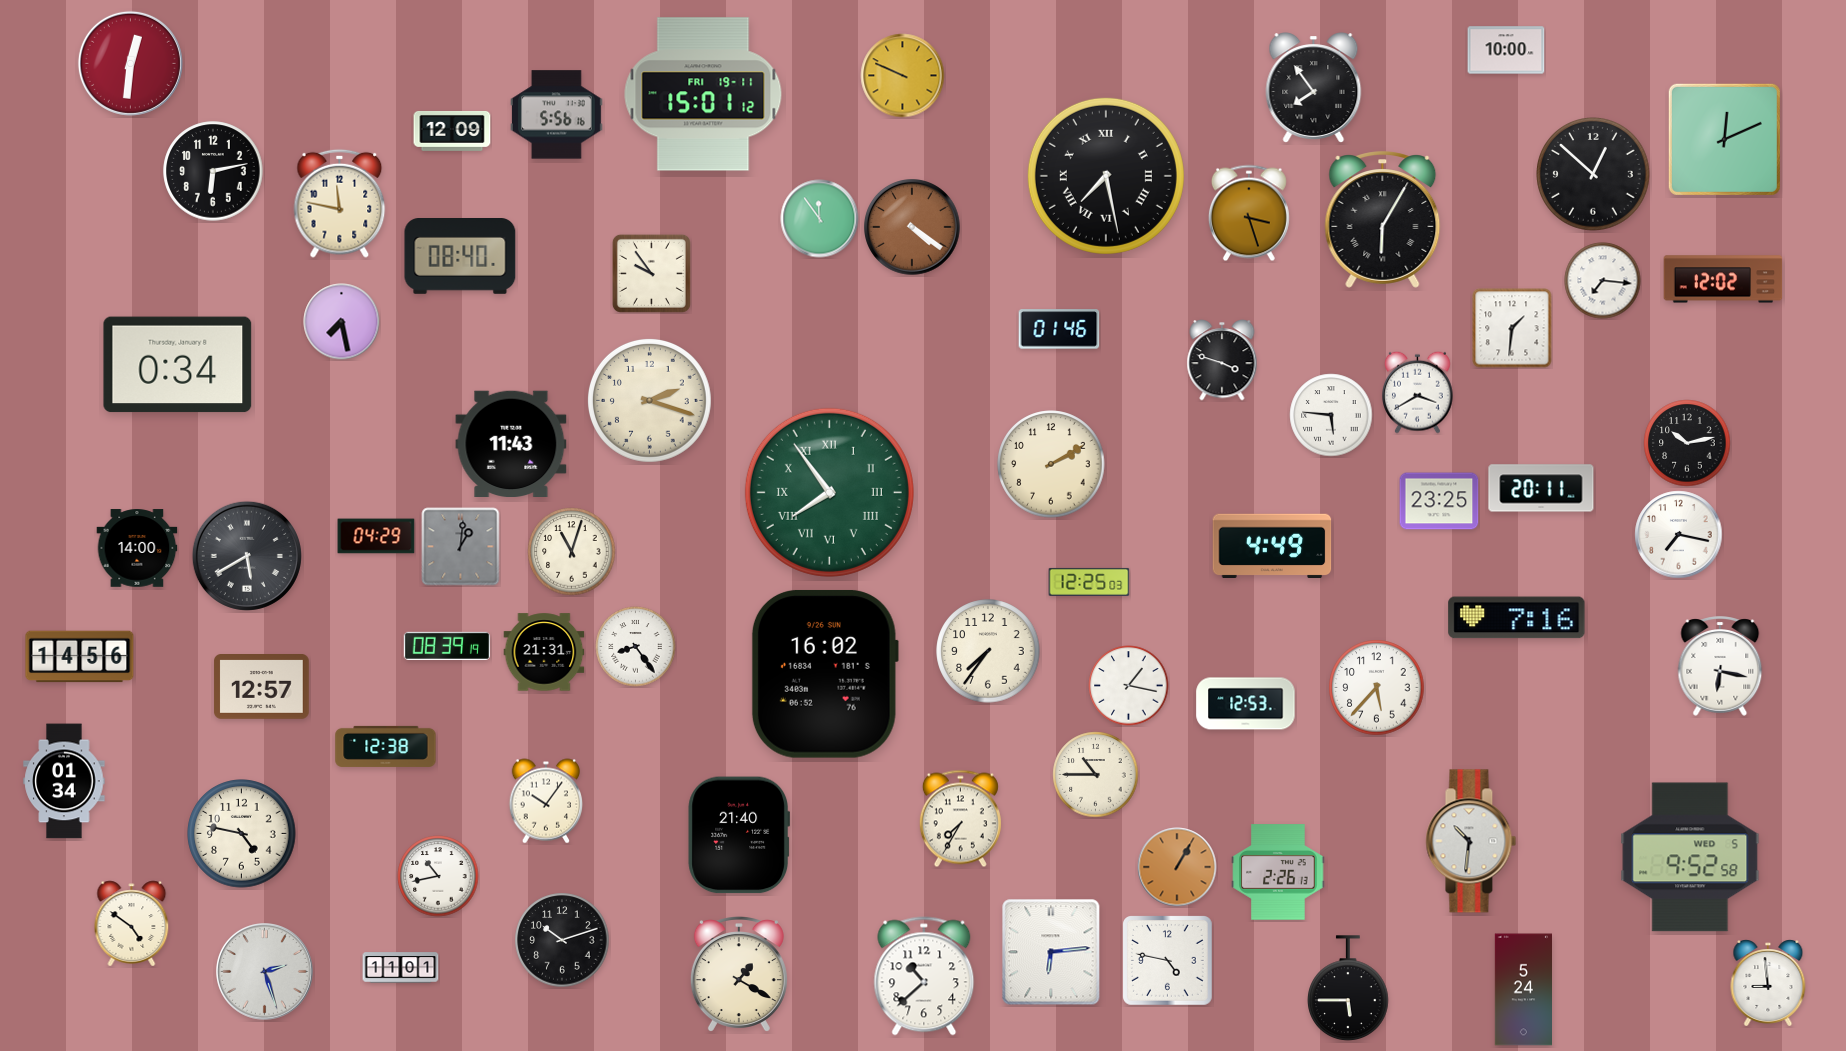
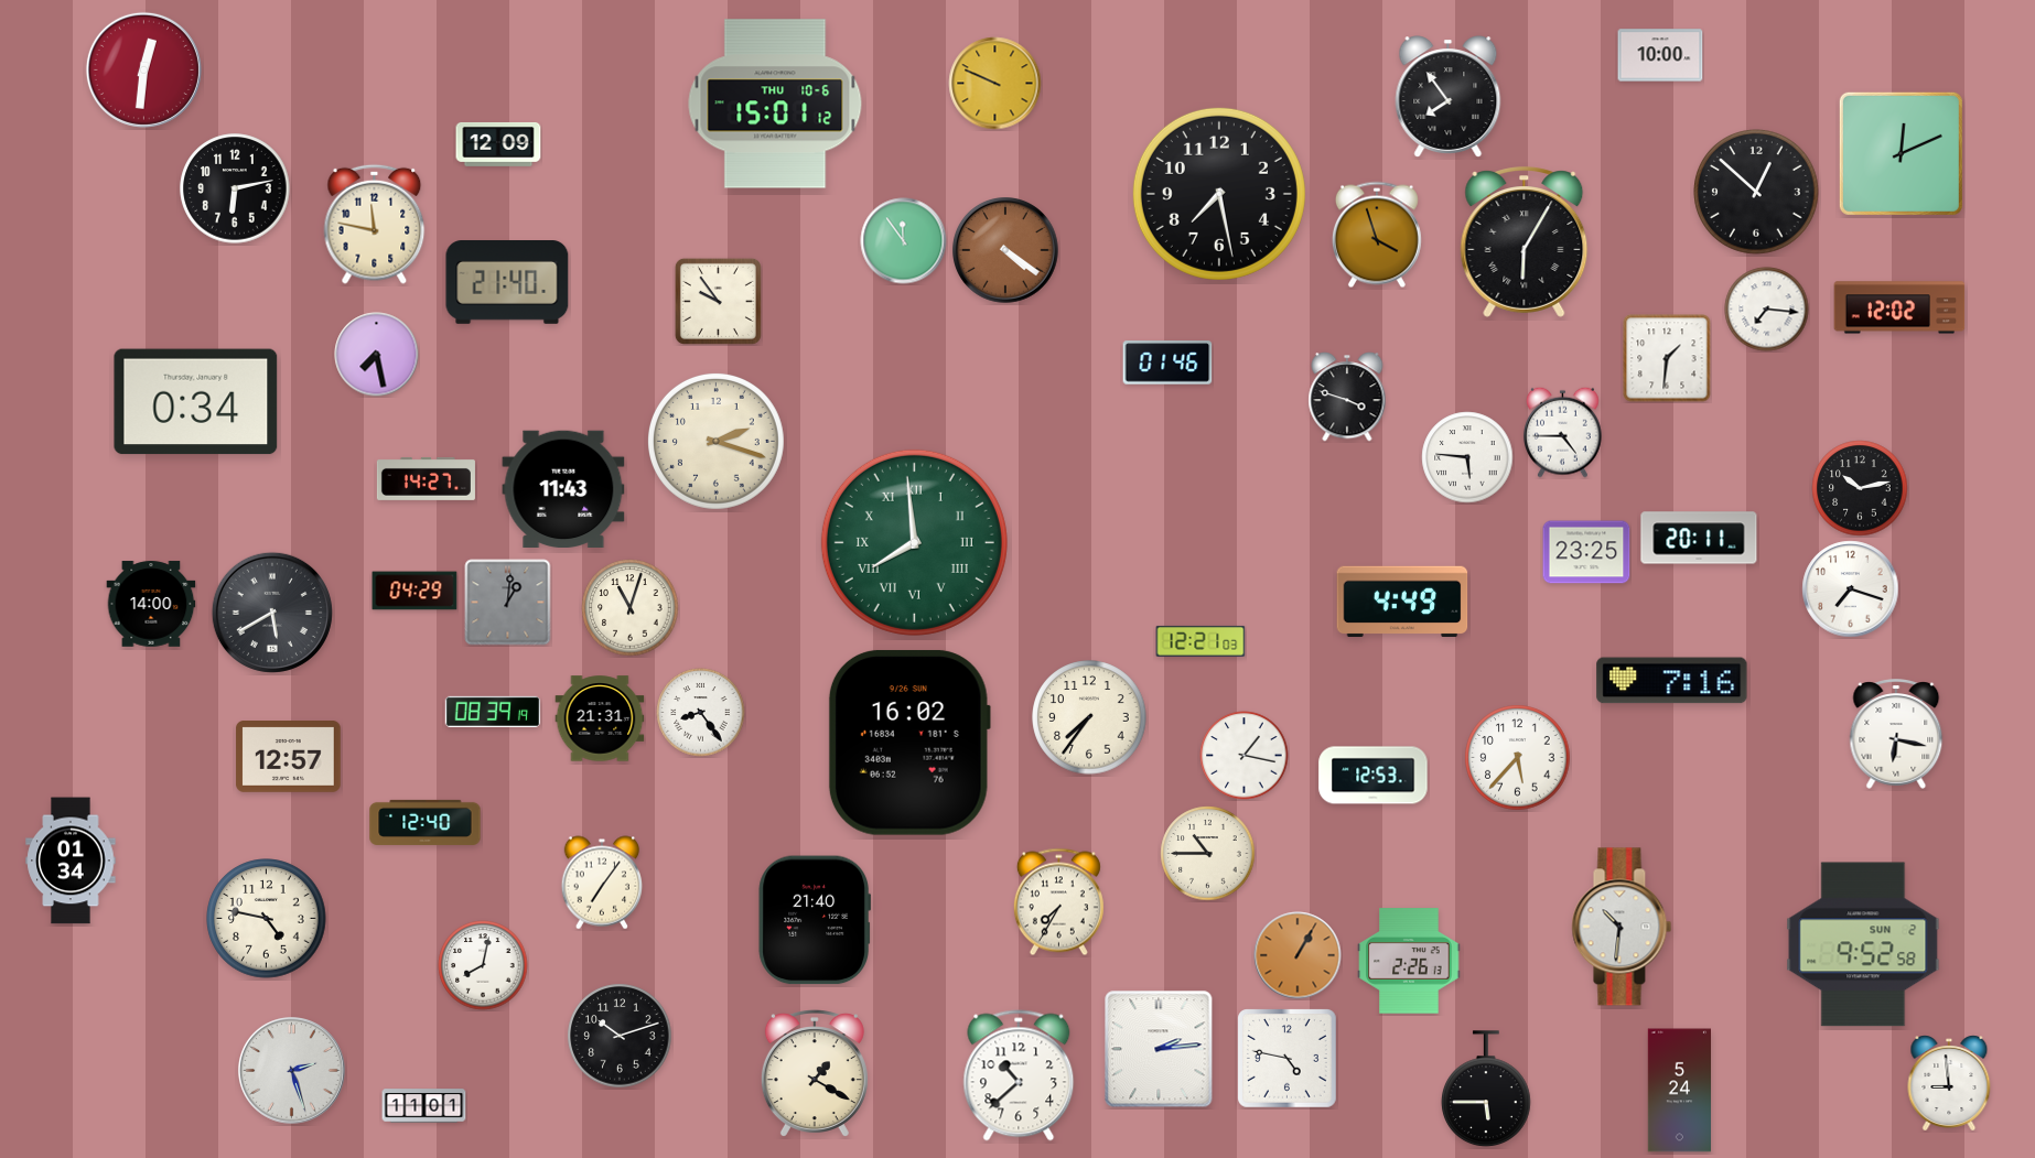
clock at (703, 94) date: FRI 19-11 -> THU 10-6
clock at (556, 115): 5:56 -> none
clock at (1106, 176) numerals: Roman -> Arabic
clock at (1249, 213): 3:27 -> 3:57
clock at (460, 257): 08:40 -> 21:40
clock at (1512, 328) position: (1512, 328) -> (1667, 358)
clock at (1418, 392): 3:40 -> 4:45
clock at (426, 478): none -> 14:27
clock at (1051, 464): 2:10 -> none
clock at (829, 492): 7:54 -> 7:59
clock at (1679, 535): 7:17 -> 7:18
clock at (1089, 582): 12:25 -> 12:21
clock at (80, 657): 14:56 -> none
clock at (386, 746): 12:38 -> 12:40
clock at (546, 801): 10:06 -> 7:06
clock at (1690, 857) date: WED 5 -> SUN 2
clock at (438, 876): 10:43 -> 8:02
clock at (132, 924): 4:51 -> none
clock at (1051, 952): 6:14 -> 2:14
clock at (401, 968) position: (401, 968) -> (424, 1106)
